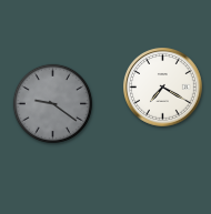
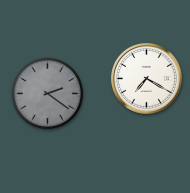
clock at (52, 104): 9:21 -> 2:21
